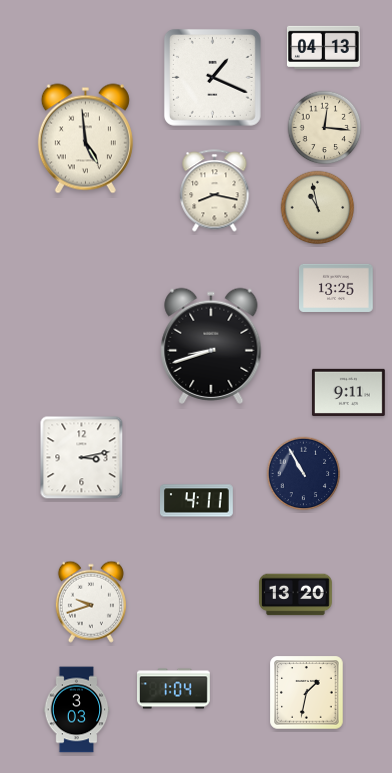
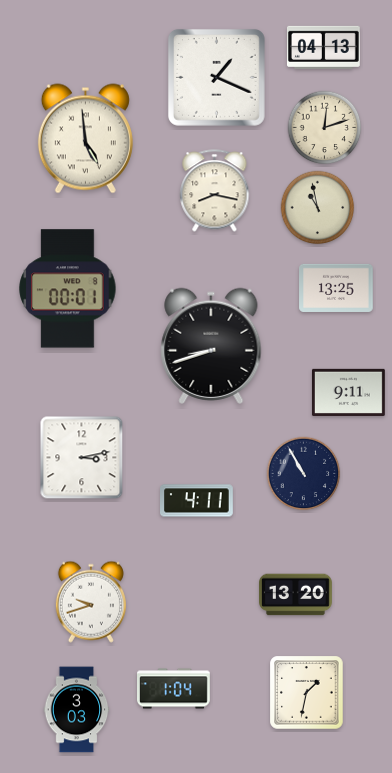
clock at (212, 77) position: (212, 77) -> (216, 77)
clock at (325, 128): 12:16 -> 12:12
clock at (68, 289): none -> 00:01
